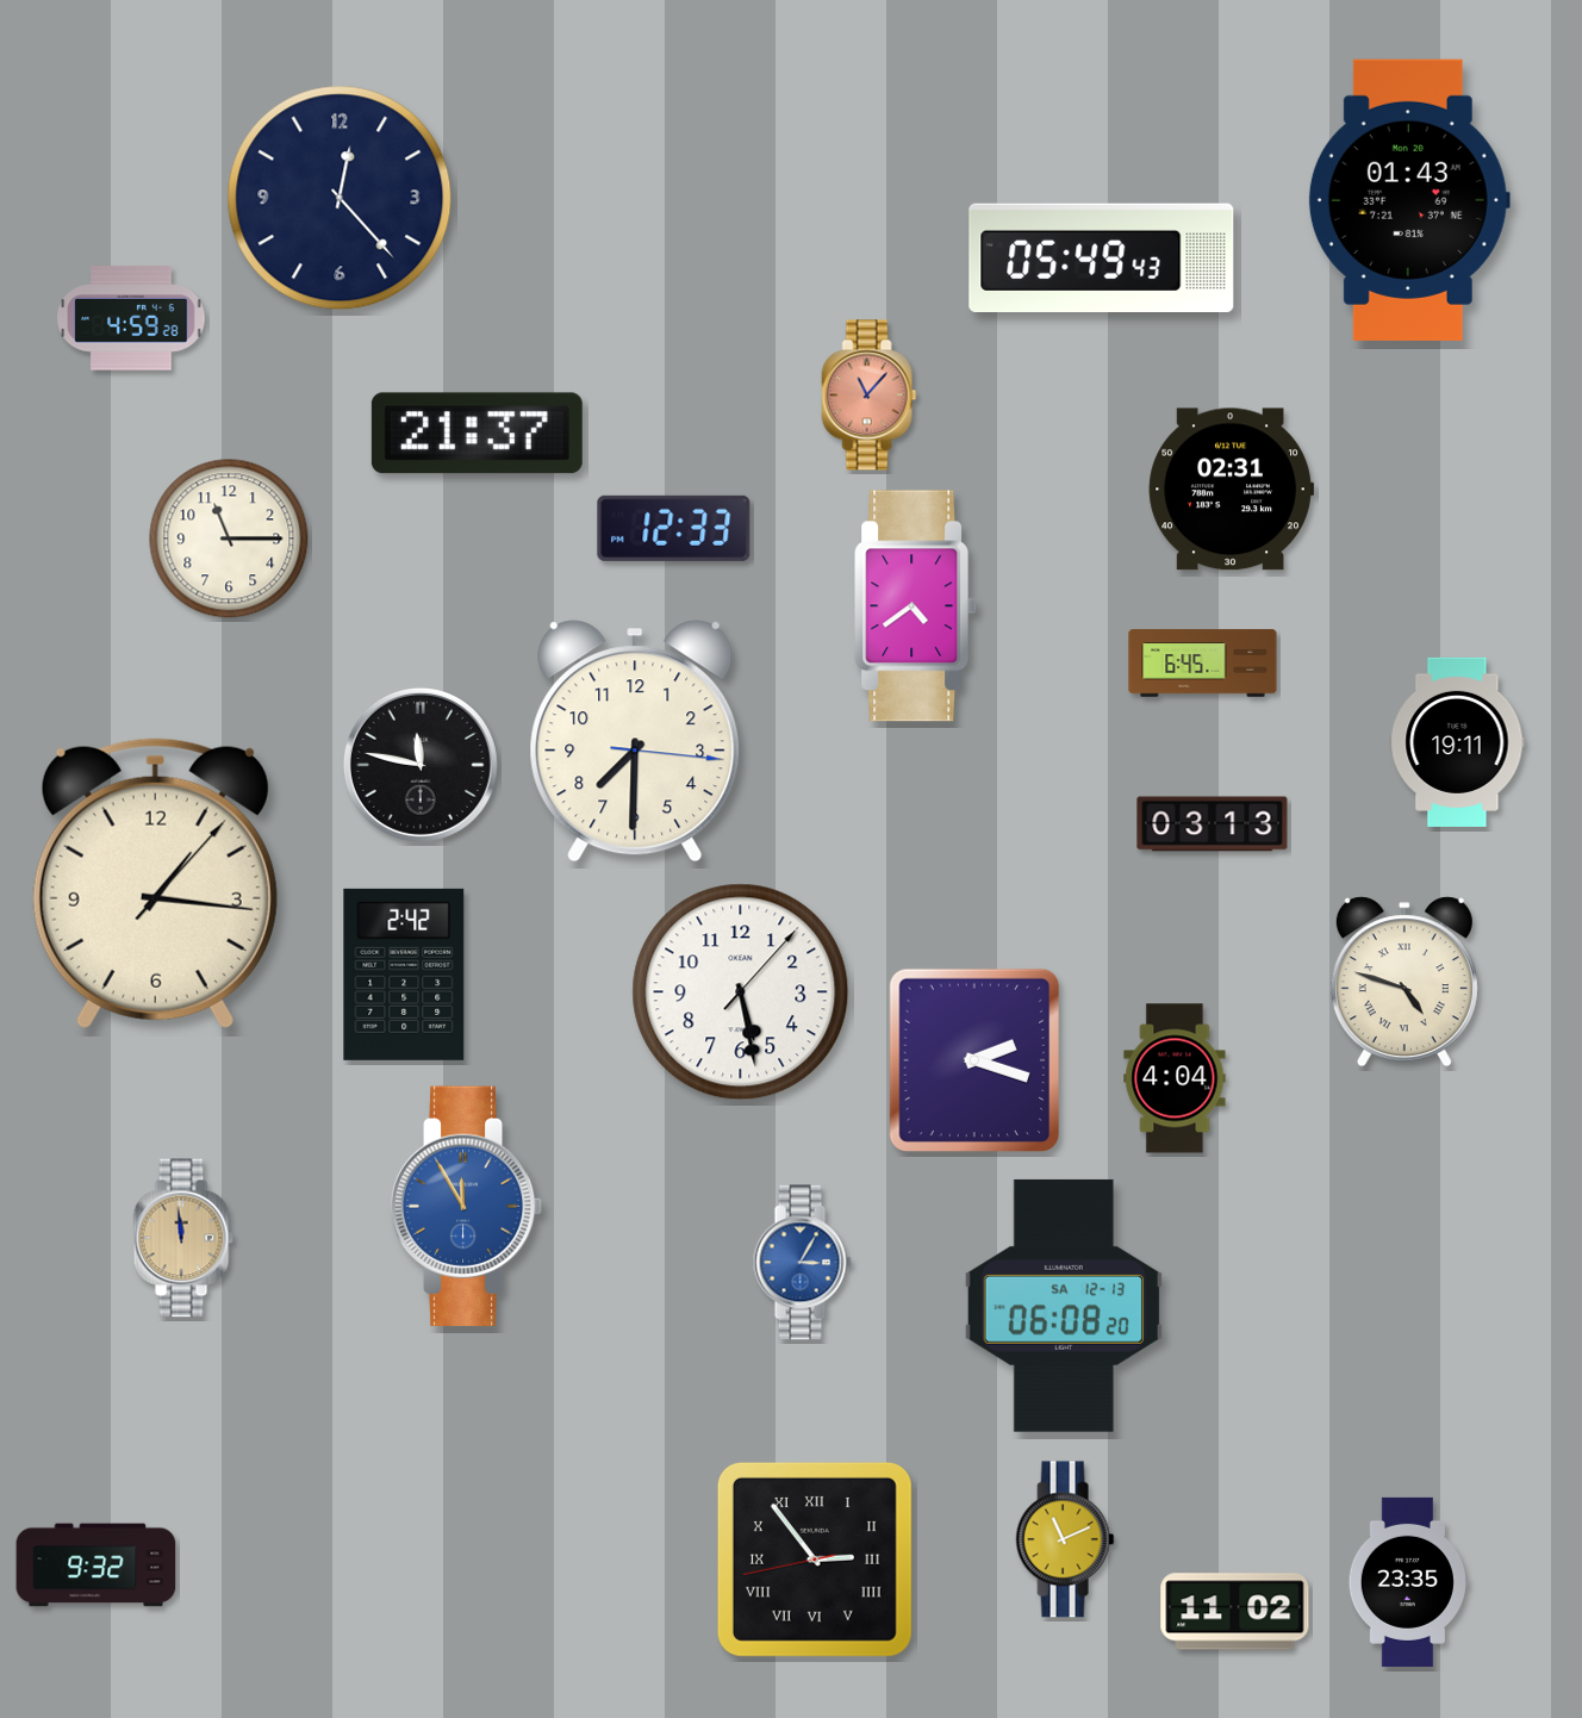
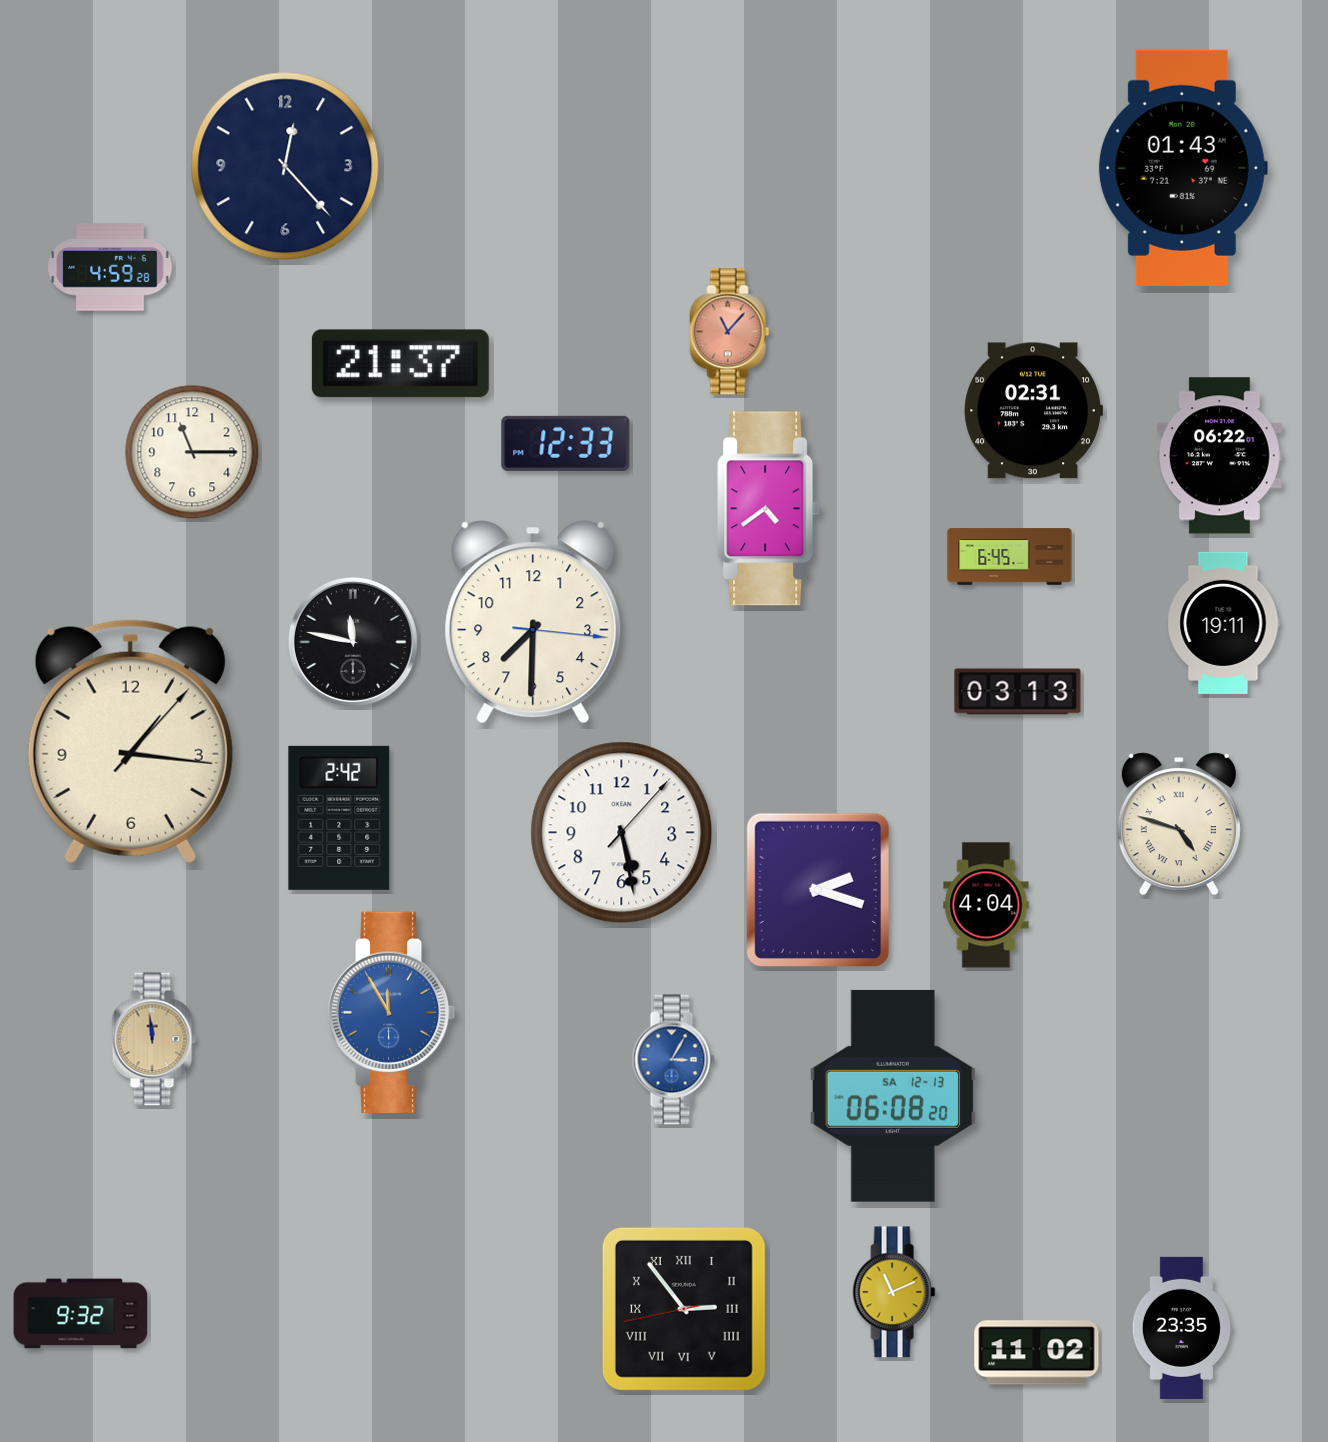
clock at (1102, 257): 05:49 -> none
clock at (1219, 456): none -> 06:22
